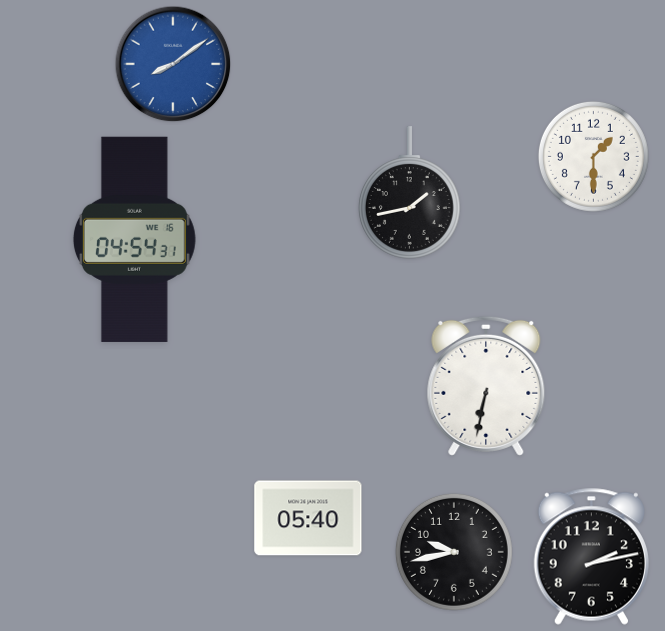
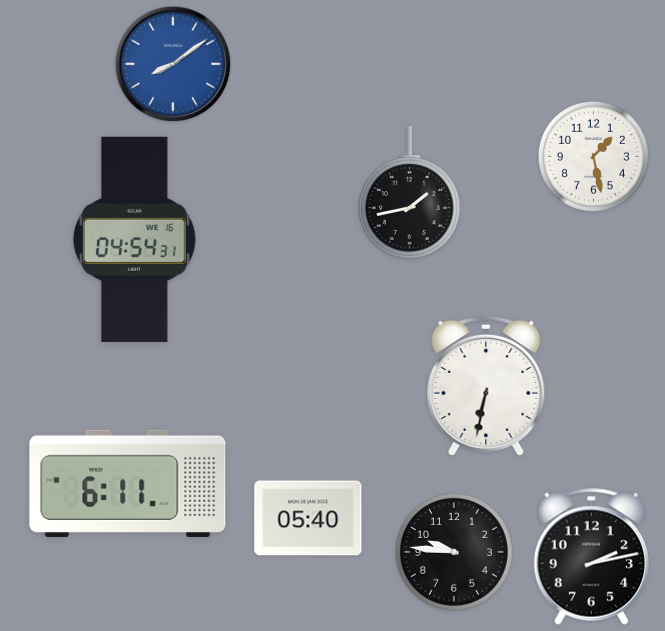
clock at (593, 156): 1:30 -> 1:28
clock at (128, 483): none -> 6:11
clock at (454, 552): 9:43 -> 9:46
